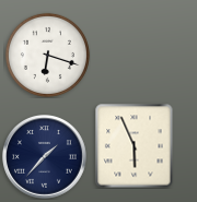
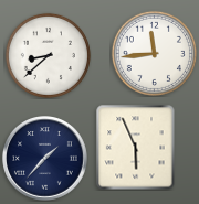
clock at (154, 53): none -> 11:44
clock at (47, 55): 6:18 -> 8:38
